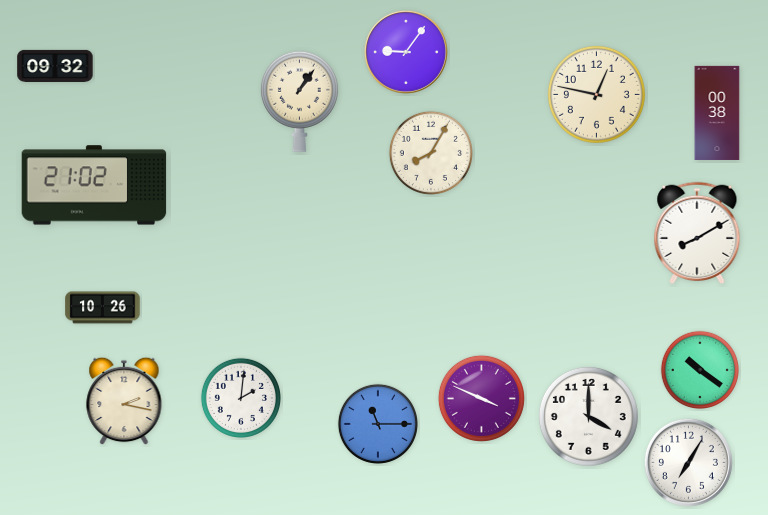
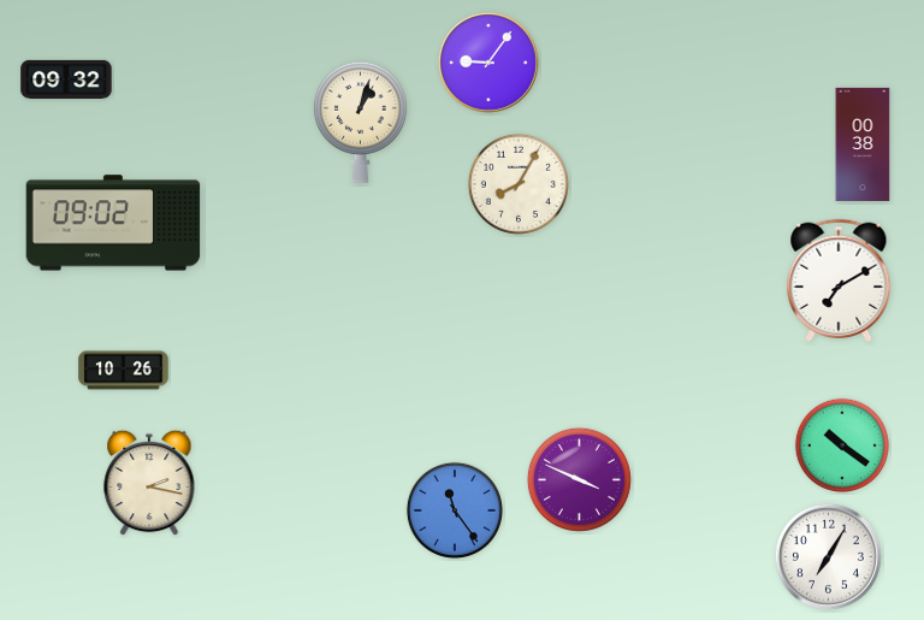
clock at (596, 94): 12:47 -> none
clock at (299, 101): 1:06 -> 1:03
clock at (717, 113) position: (717, 113) -> (863, 144)
clock at (94, 185): 21:02 -> 09:02
clock at (697, 232): 8:10 -> 7:10
clock at (241, 398): 2:01 -> none
clock at (588, 416): 4:00 -> none
clock at (378, 424): 11:15 -> 11:24
